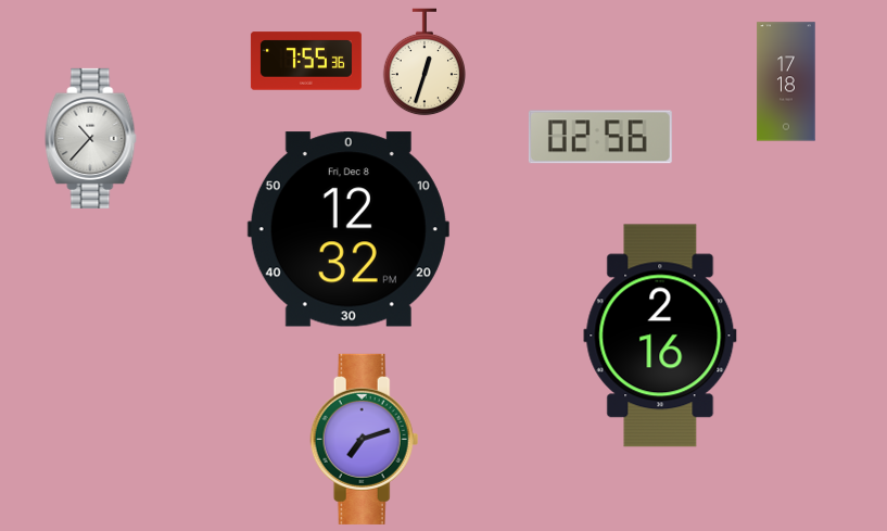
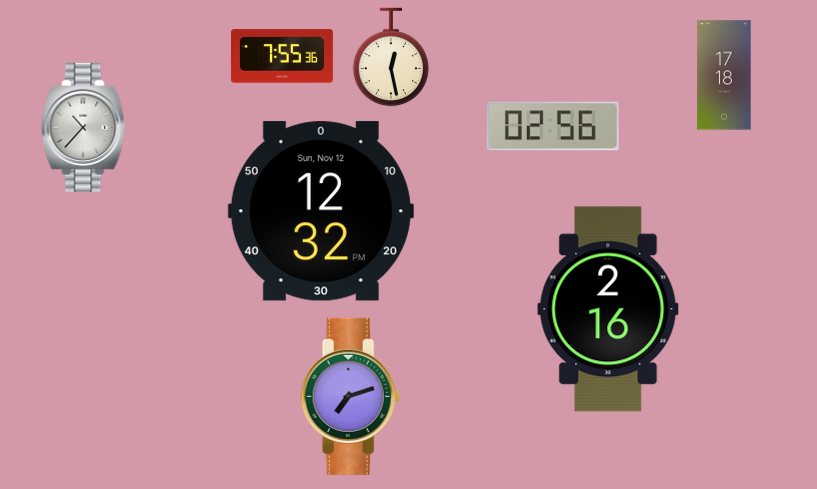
clock at (425, 62): 12:33 -> 12:28
clock at (349, 229) date: Fri, Dec 8 -> Sun, Nov 12
clock at (365, 439) position: (365, 439) -> (351, 396)
